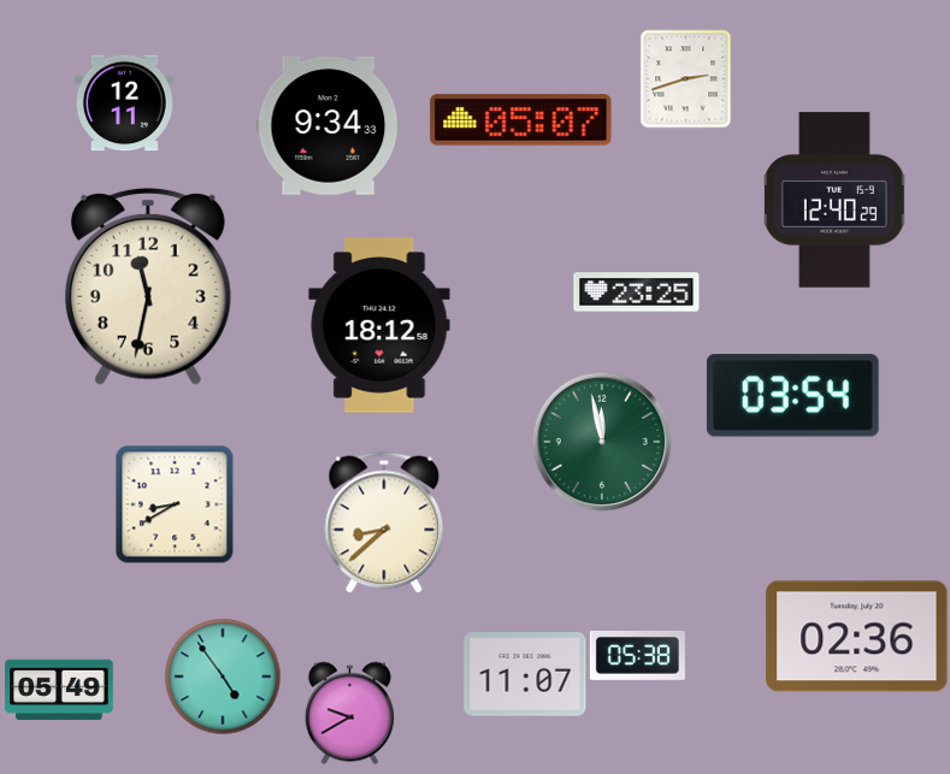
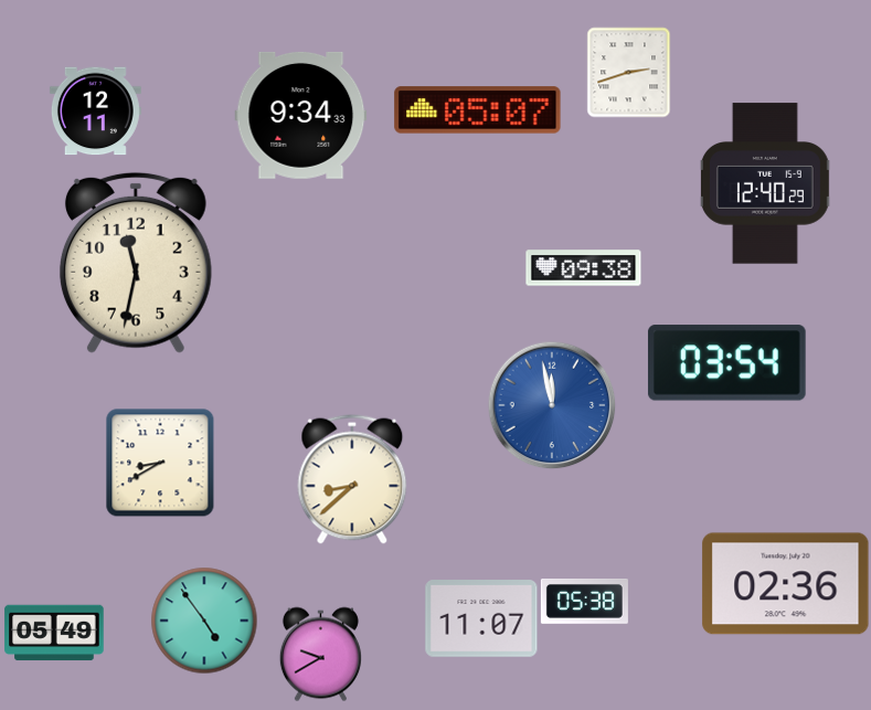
clock at (124, 104) position: (124, 104) -> (95, 112)
clock at (637, 293): 23:25 -> 09:38
clock at (379, 325): 18:12 -> none
clock at (602, 442) dial: green -> blue
